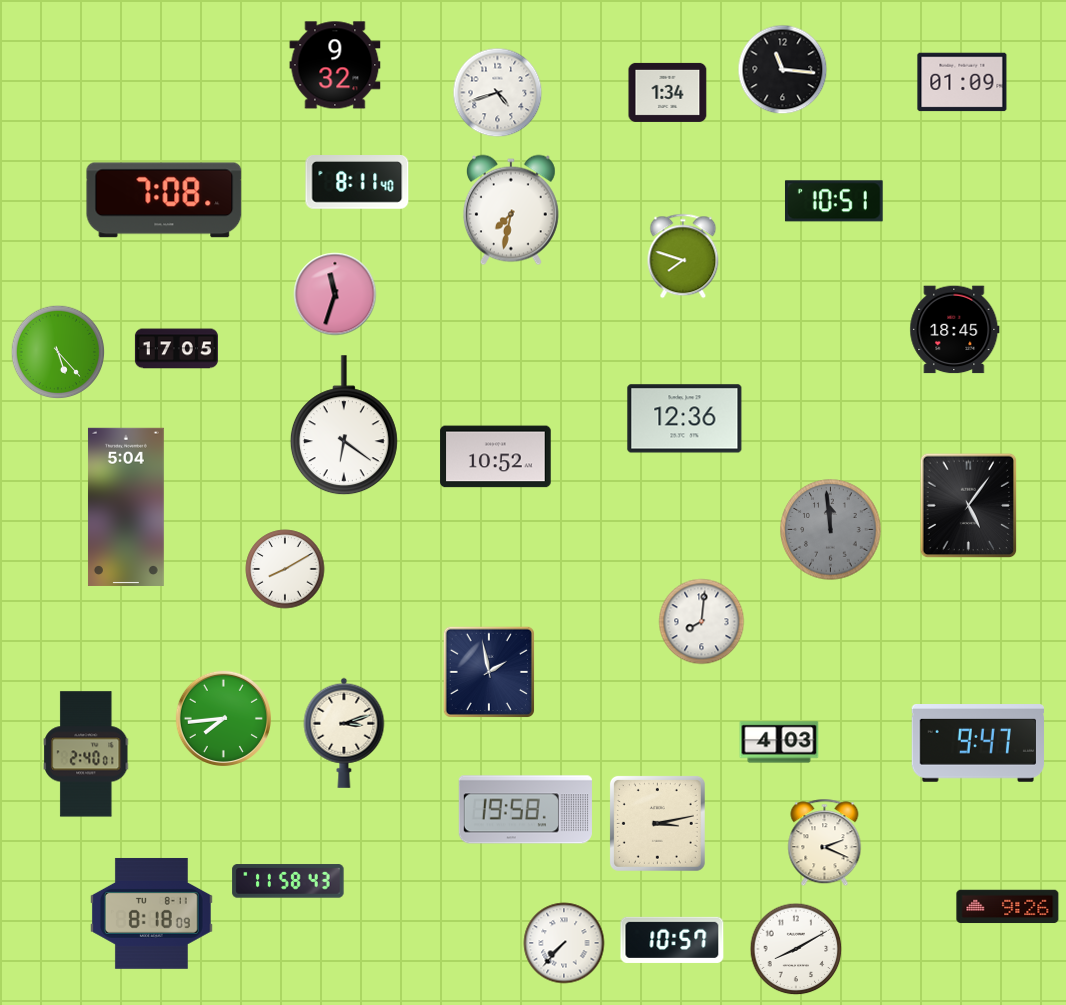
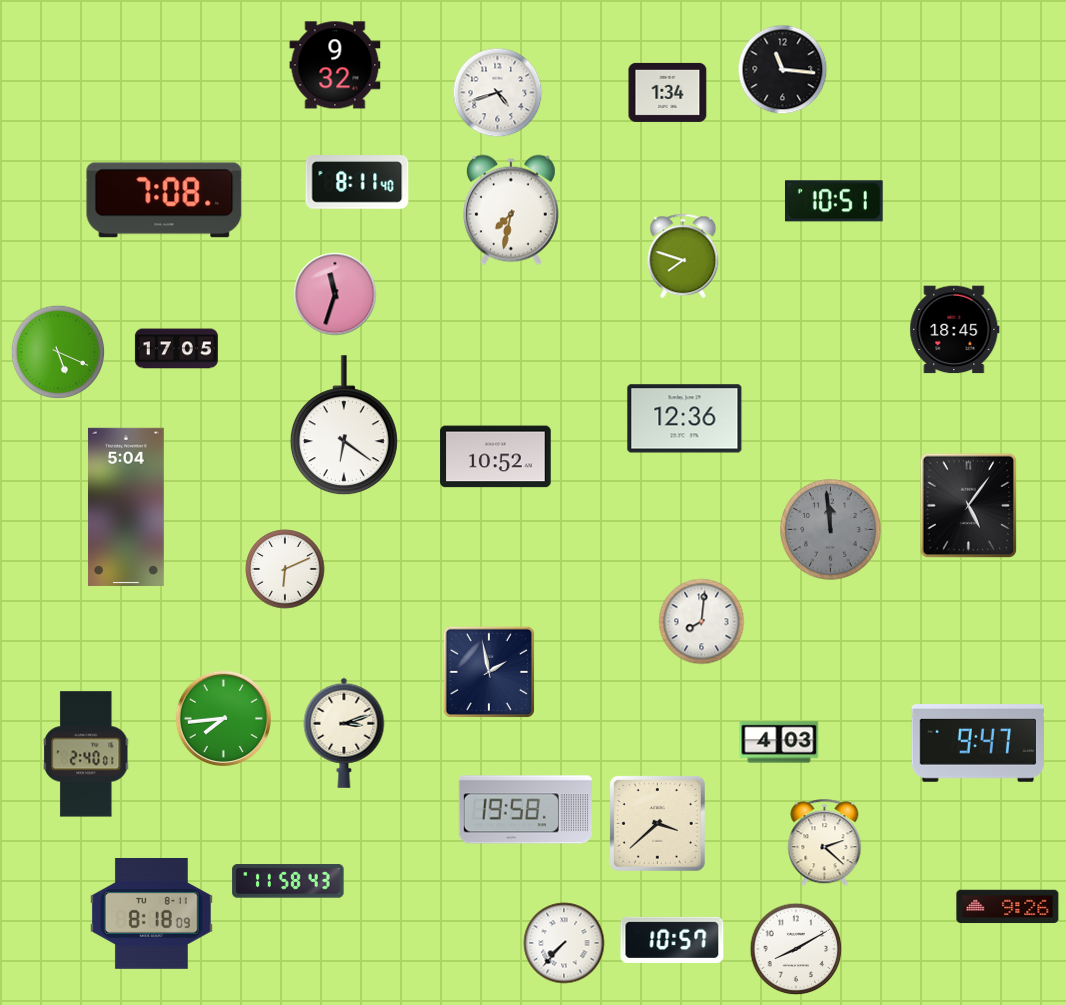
clock at (962, 82): 01:09 -> none
clock at (58, 352): 5:23 -> 5:19
clock at (285, 569): 8:10 -> 6:11
clock at (657, 823): 3:13 -> 3:38
clock at (825, 843): 2:19 -> 2:22
